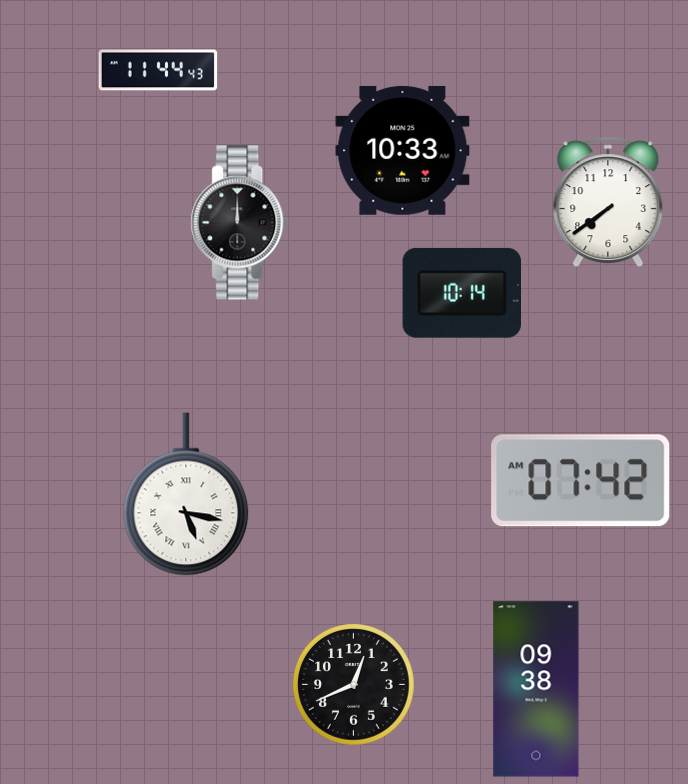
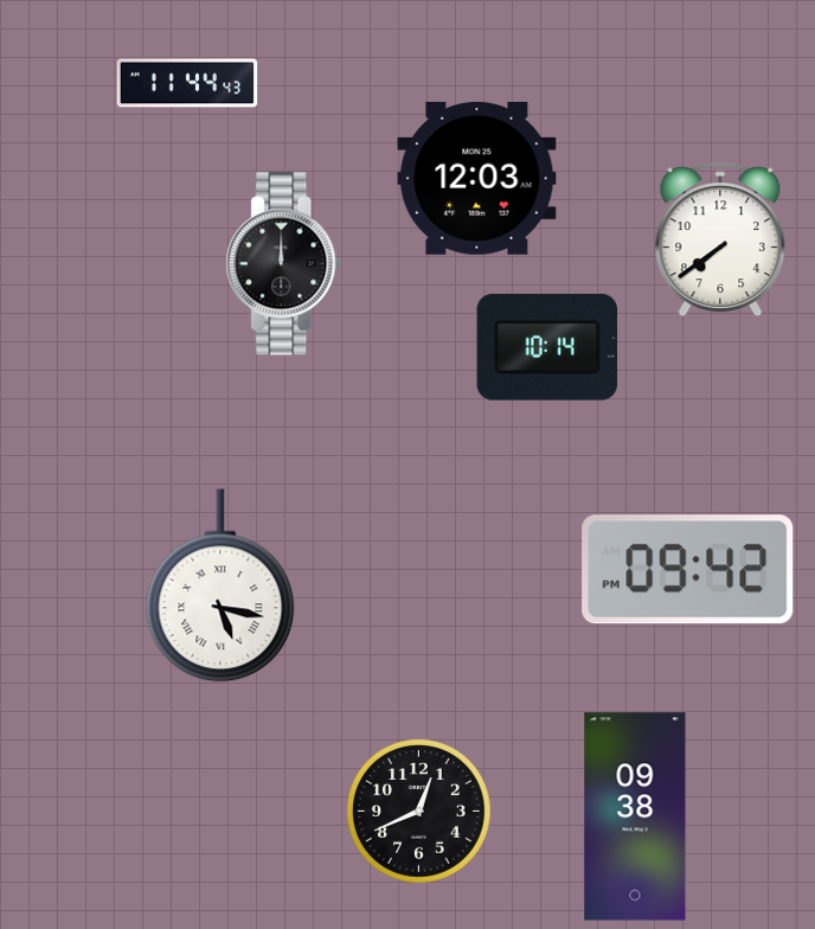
clock at (403, 150): 10:33 -> 12:03
clock at (581, 481): 07:42 -> 09:42
